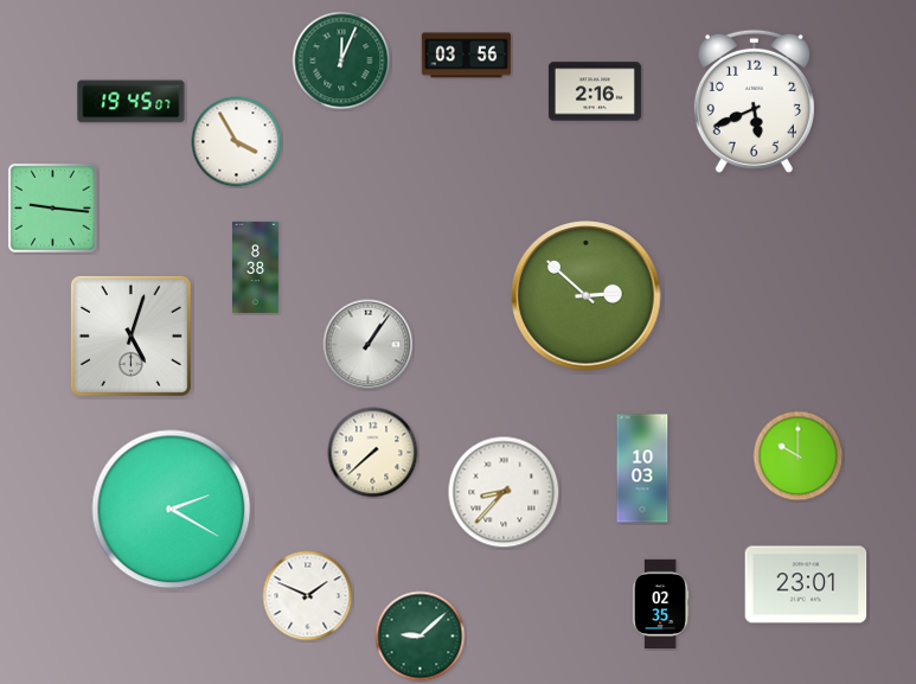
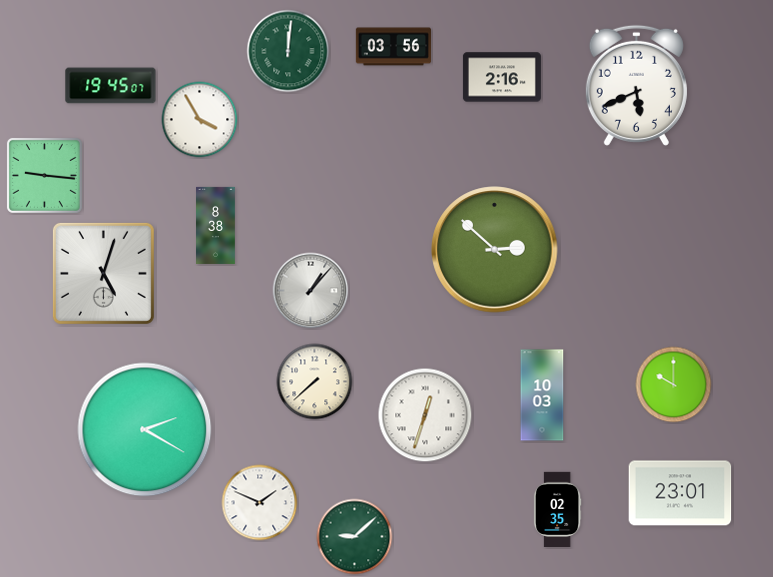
clock at (341, 60): 12:04 -> 12:01
clock at (130, 335) position: (130, 335) -> (103, 273)
clock at (369, 345): 1:06 -> 1:07
clock at (504, 492): 8:37 -> 12:33
